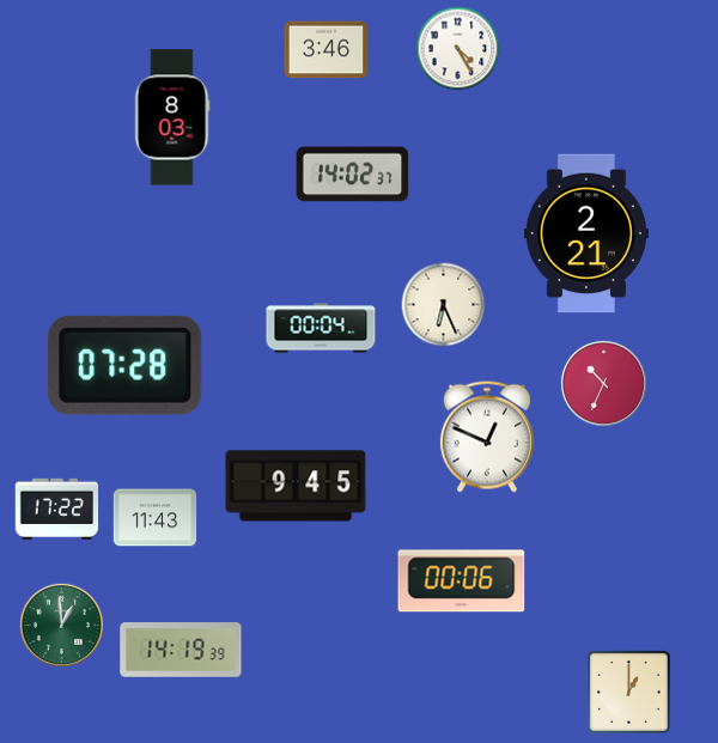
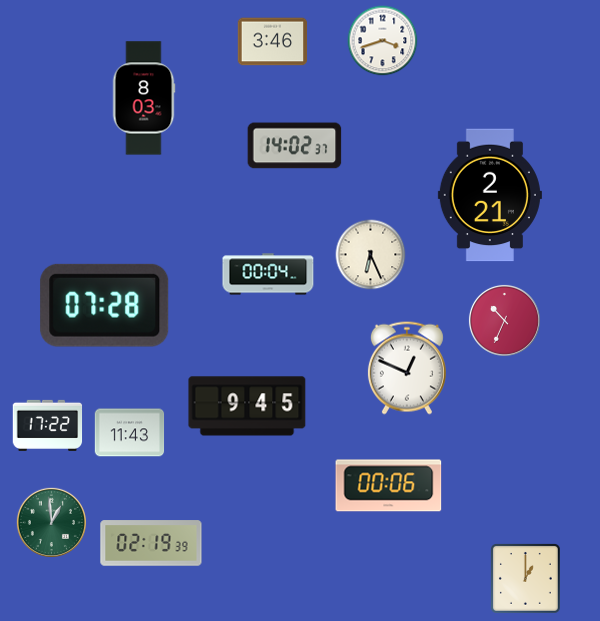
clock at (458, 49): 4:25 -> 3:42
clock at (487, 437) position: (487, 437) -> (407, 368)
clock at (462, 581) position: (462, 581) -> (389, 486)
clock at (181, 650): 14:19 -> 02:19
